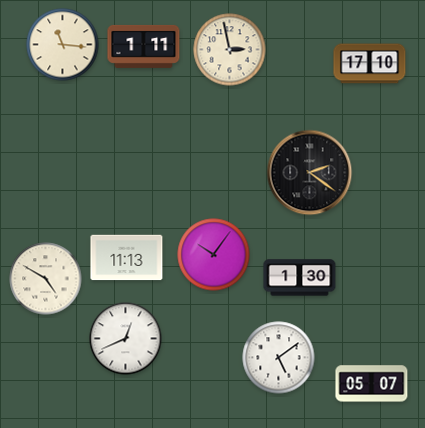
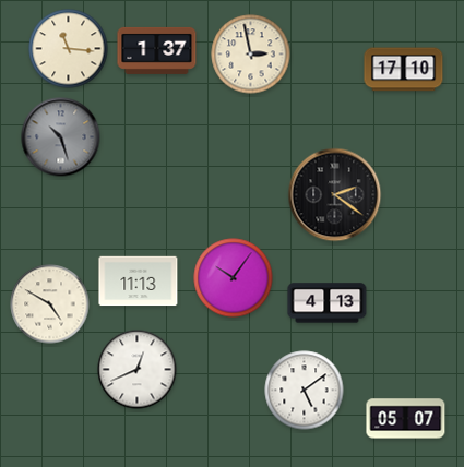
clock at (144, 46): 1:11 -> 1:37
clock at (61, 137): none -> 10:27
clock at (310, 173) position: (310, 173) -> (335, 195)
clock at (300, 278): 1:30 -> 4:13
